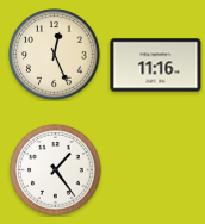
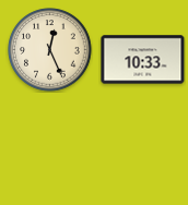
clock at (156, 66): 11:16 -> 10:33
clock at (56, 170): 1:24 -> none
